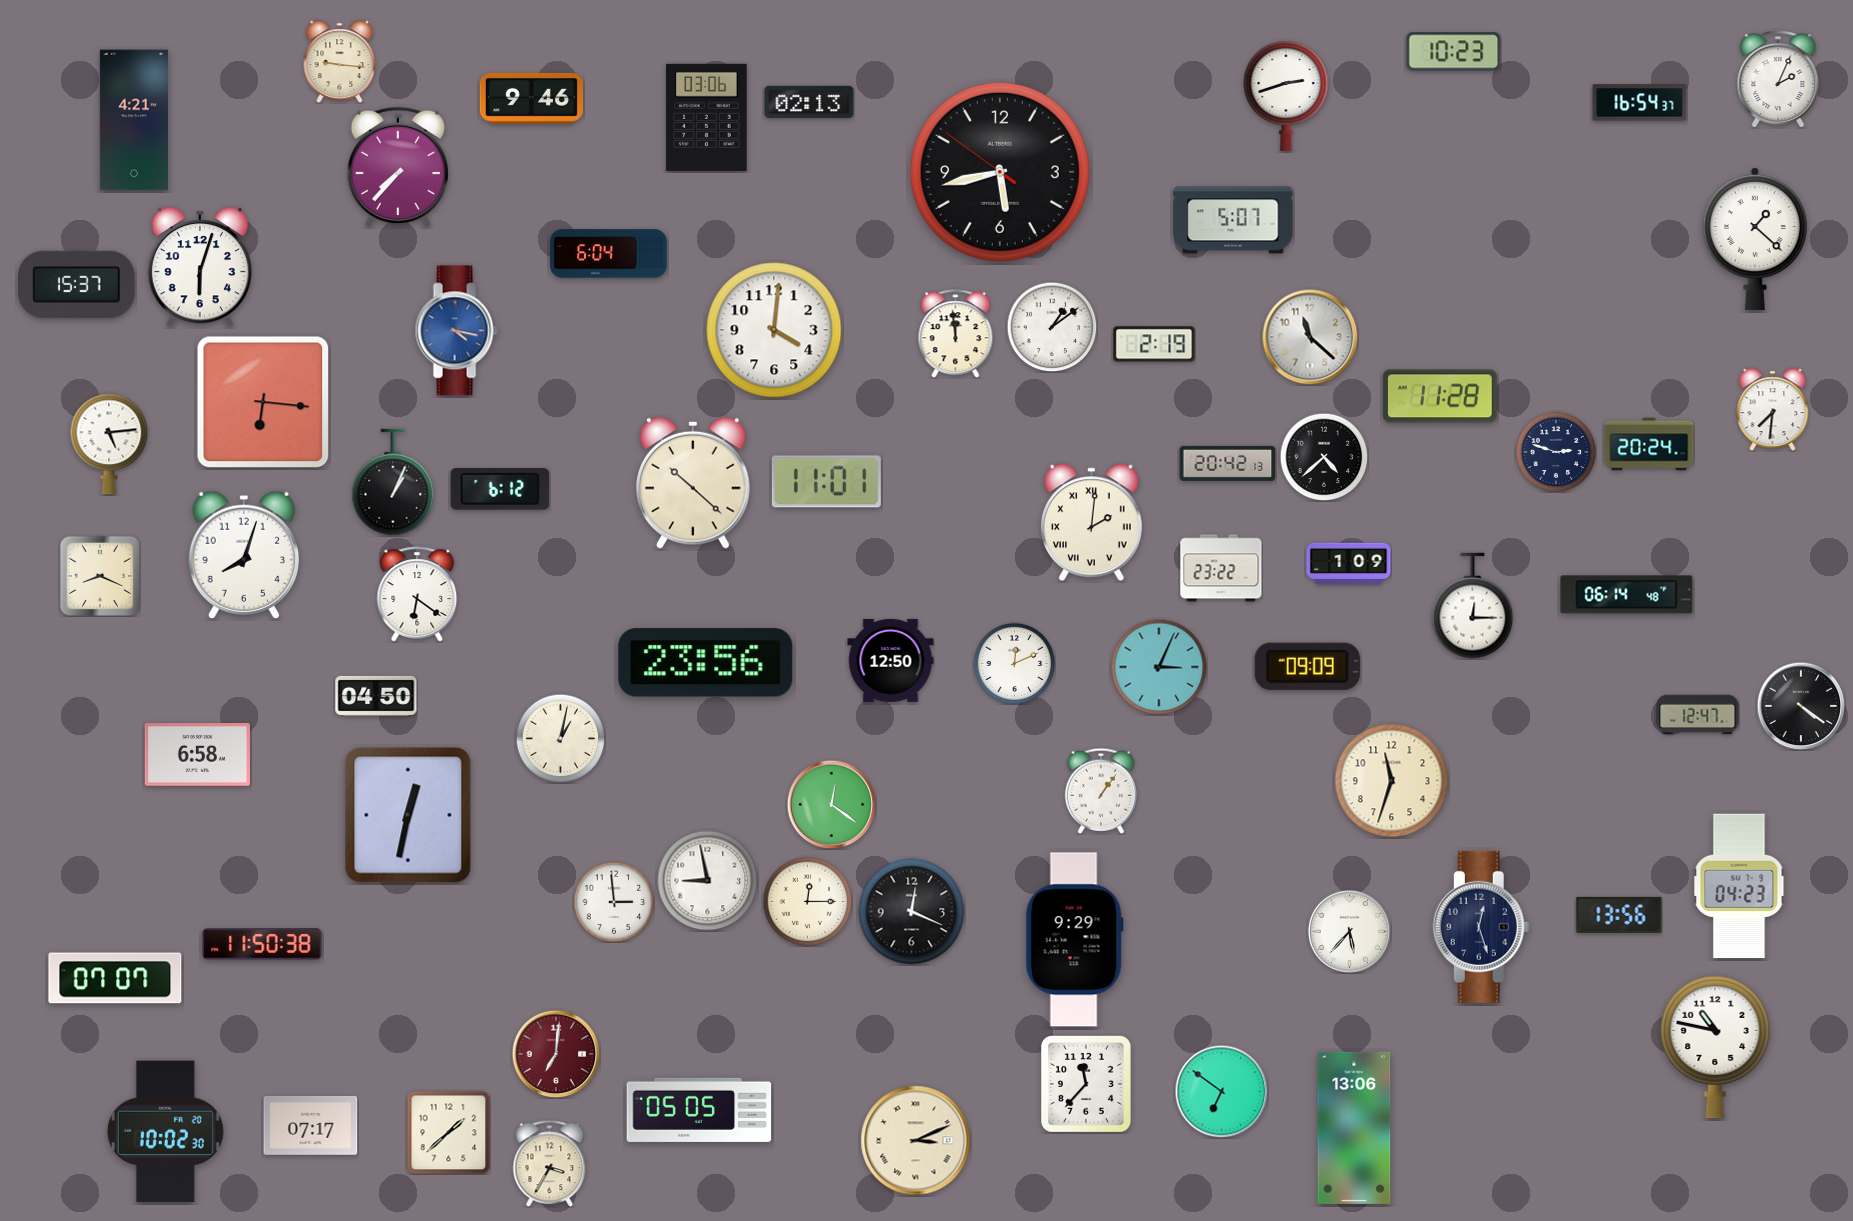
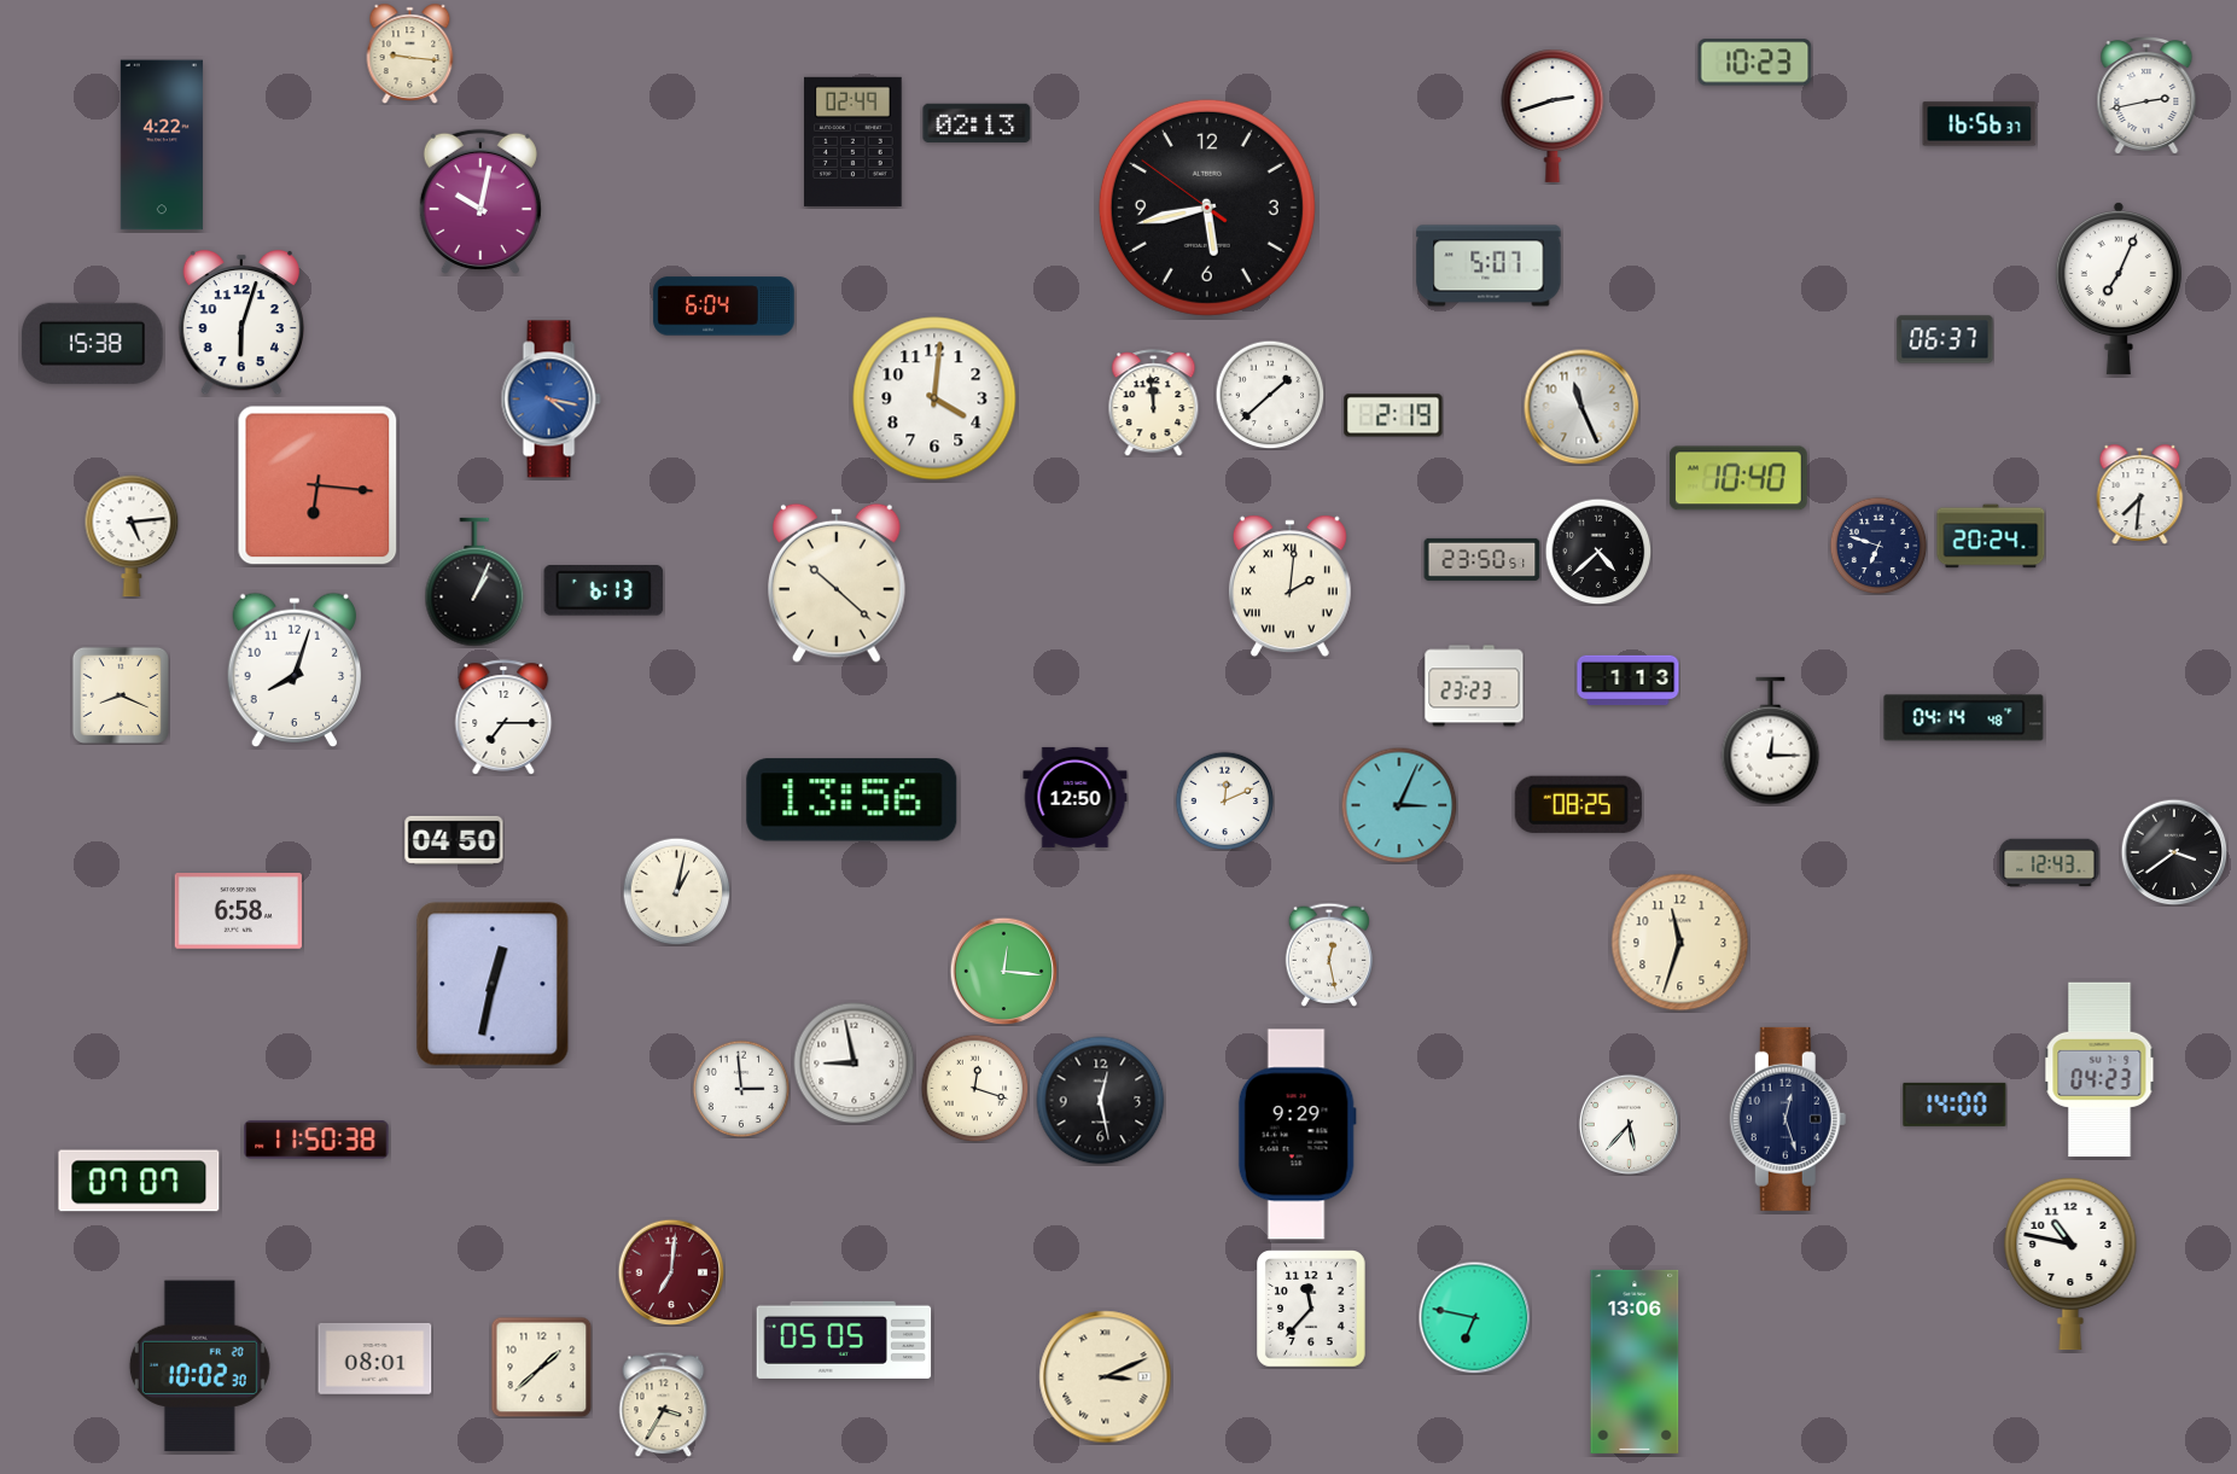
clock at (340, 61) position: (340, 61) -> (410, 53)
clock at (1778, 80): 2:04 -> 2:43
clock at (531, 98): 9:46 -> none
clock at (1640, 103): 16:54 -> 16:56
clock at (707, 117): 03:06 -> 02:49
clock at (134, 120): 4:21 -> 4:22
clock at (398, 167): 7:37 -> 10:02
clock at (1755, 239): 1:22 -> 7:04
clock at (609, 254) position: (609, 254) -> (724, 307)
clock at (1945, 339): none -> 06:37
clock at (77, 284): 15:37 -> 15:38
clock at (1052, 327): 1:09 -> 1:38
clock at (1310, 337): 11:22 -> 11:26
clock at (1440, 396): 11:28 -> 10:40
clock at (1556, 452): 2:48 -> 6:48
clock at (1228, 463): 20:42 -> 23:50
clock at (826, 482): 11:01 -> none
clock at (500, 489): 6:12 -> 6:13
clock at (1091, 523) position: (1091, 523) -> (1289, 587)
clock at (1349, 564): 1:09 -> 1:13
clock at (1221, 568): 23:22 -> 23:23
clock at (417, 594): 6:21 -> 7:15
clock at (1627, 595): 06:14 -> 04:14
clock at (1473, 606) position: (1473, 606) -> (1771, 741)
clock at (706, 663): 23:56 -> 13:56
clock at (1307, 666): 09:09 -> 08:25
clock at (1801, 706): 4:21 -> 3:39
clock at (1698, 715): 12:47 -> 12:43
clock at (1101, 791): 1:06 -> 12:28
clock at (831, 804): 12:21 -> 12:16
clock at (807, 901): 12:15 -> 12:18
clock at (912, 912): 12:19 -> 12:28
clock at (1619, 915): 13:56 -> 14:00
clock at (1221, 1091): 6:51 -> 6:47
clock at (311, 1126): 07:17 -> 08:01
